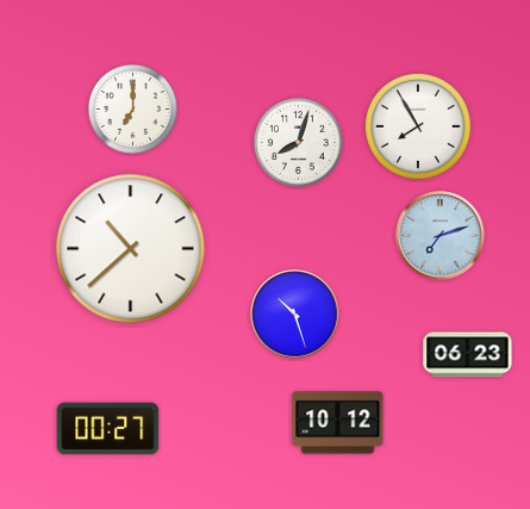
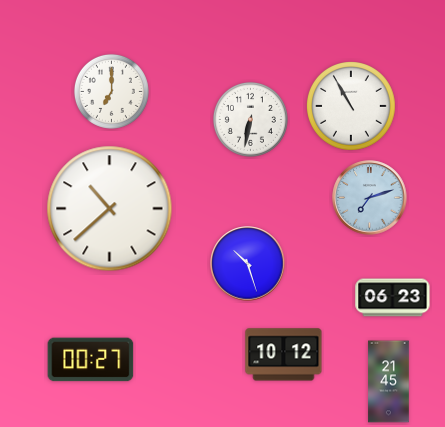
clock at (419, 128): 7:55 -> 10:55
clock at (298, 142): 8:03 -> 6:32
clock at (389, 382): none -> 21:45
